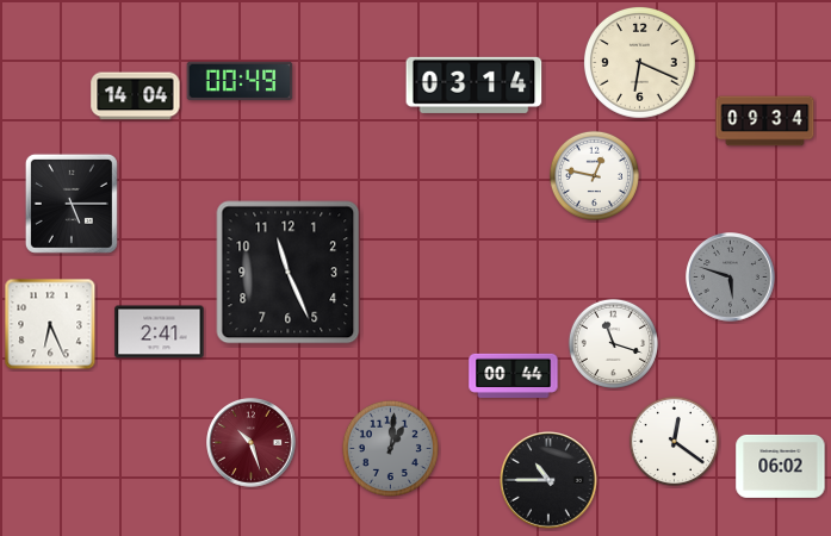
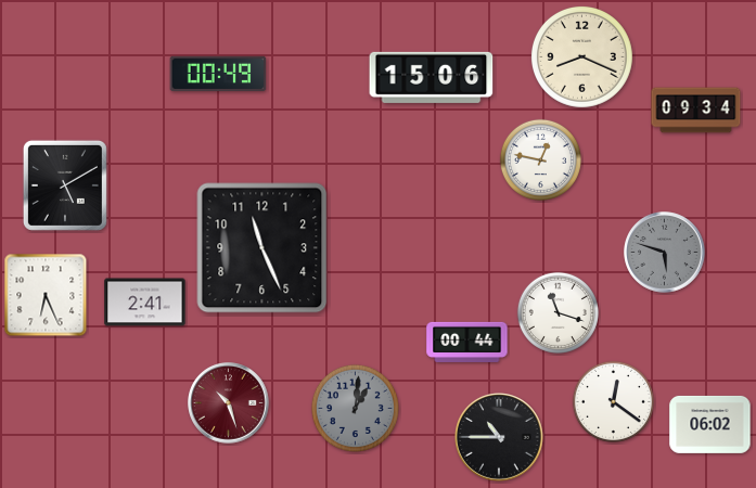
clock at (639, 62): 6:19 -> 8:19
clock at (475, 85): 03:14 -> 15:06
clock at (136, 96): 14:04 -> none
clock at (72, 204): 5:15 -> 5:10
